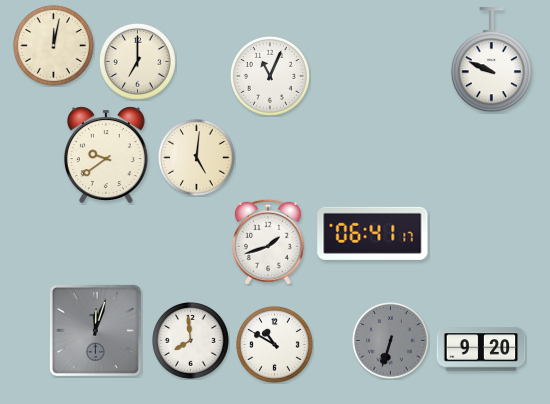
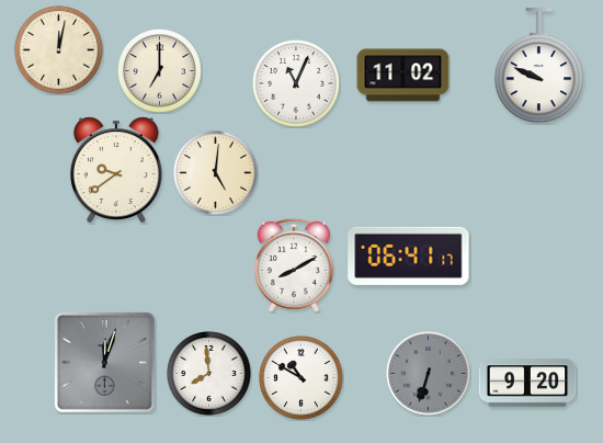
clock at (138, 62) position: (138, 62) -> (160, 71)
clock at (403, 76): none -> 11:02
clock at (268, 242): 1:42 -> 8:10
